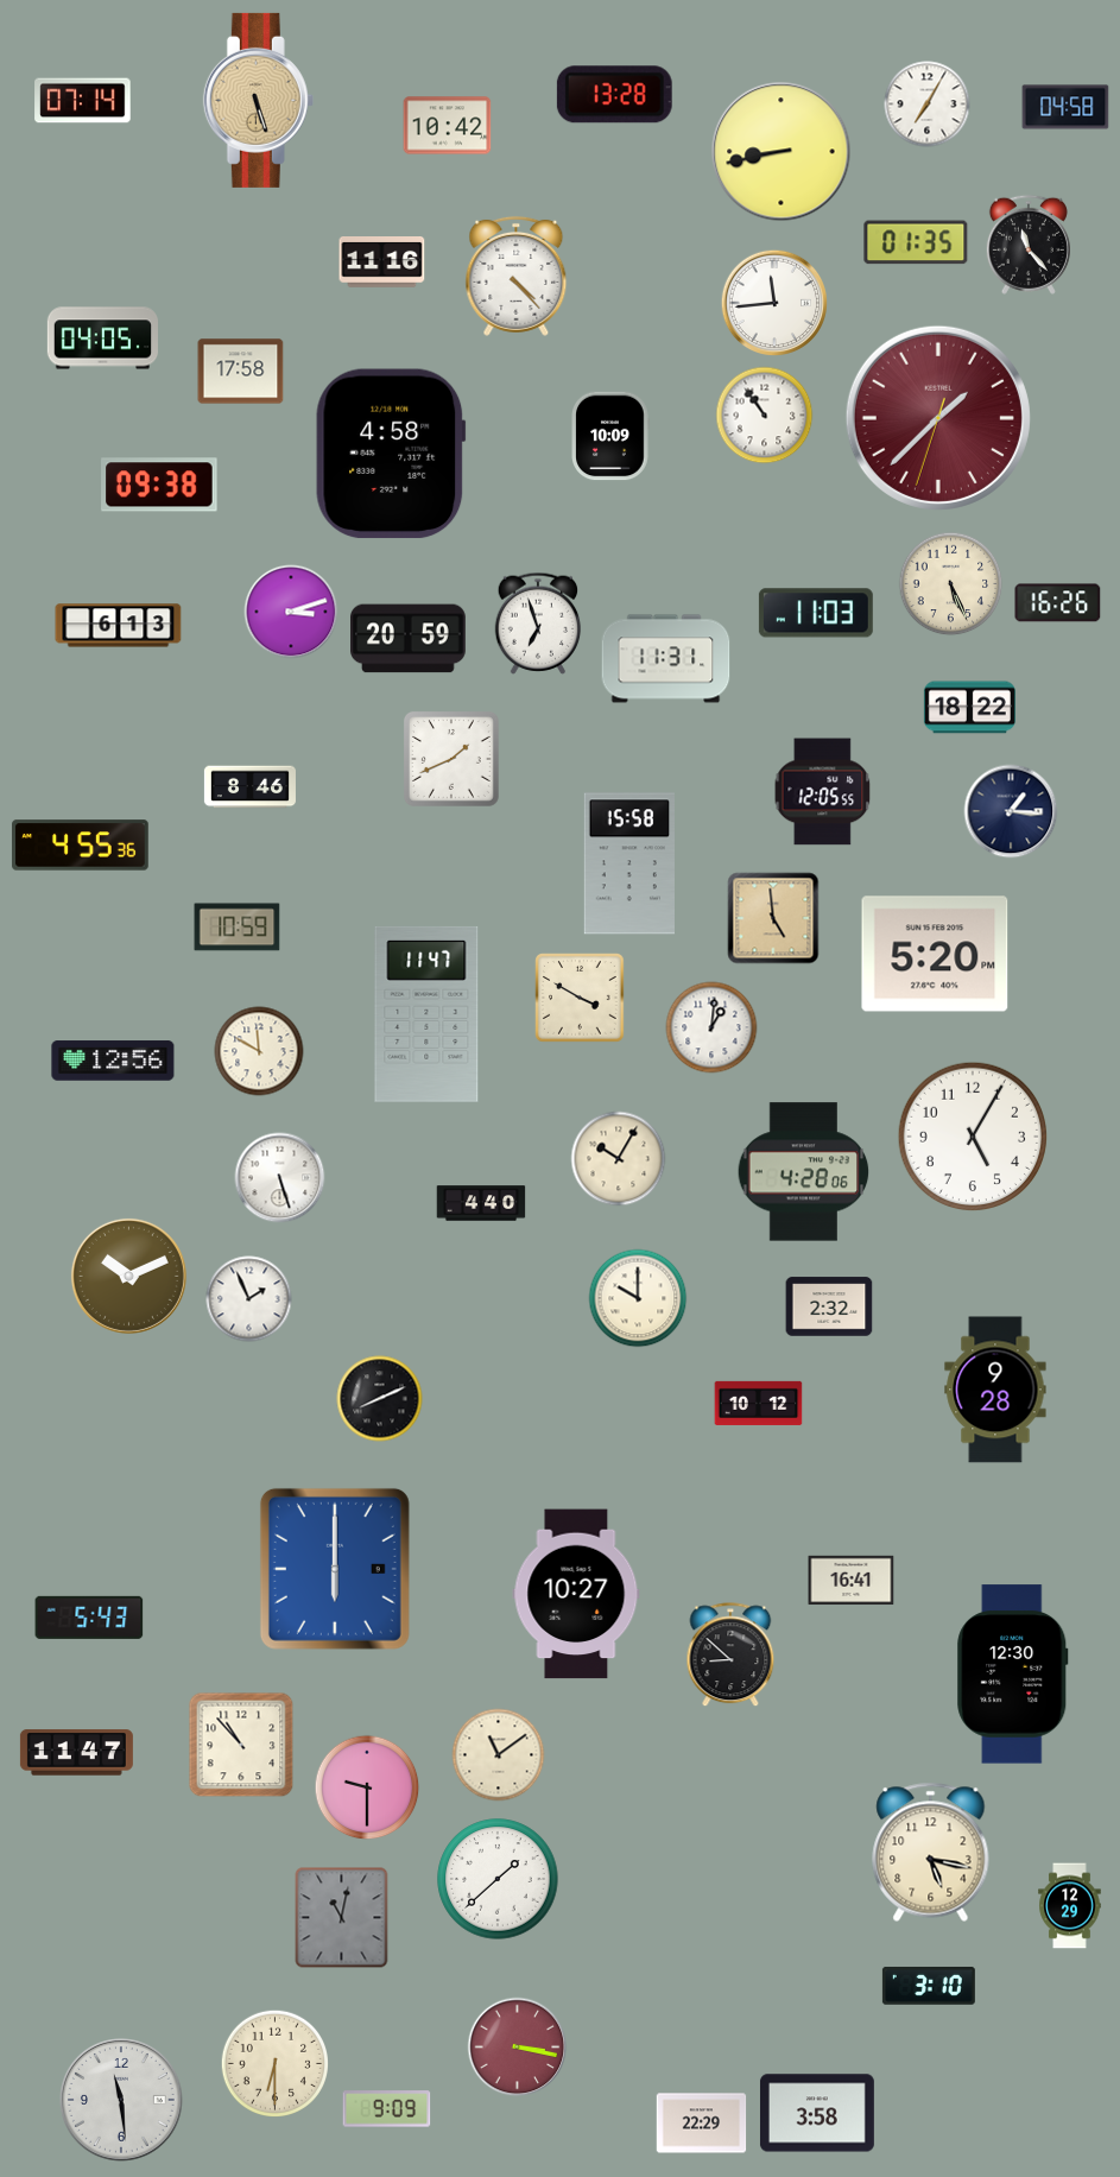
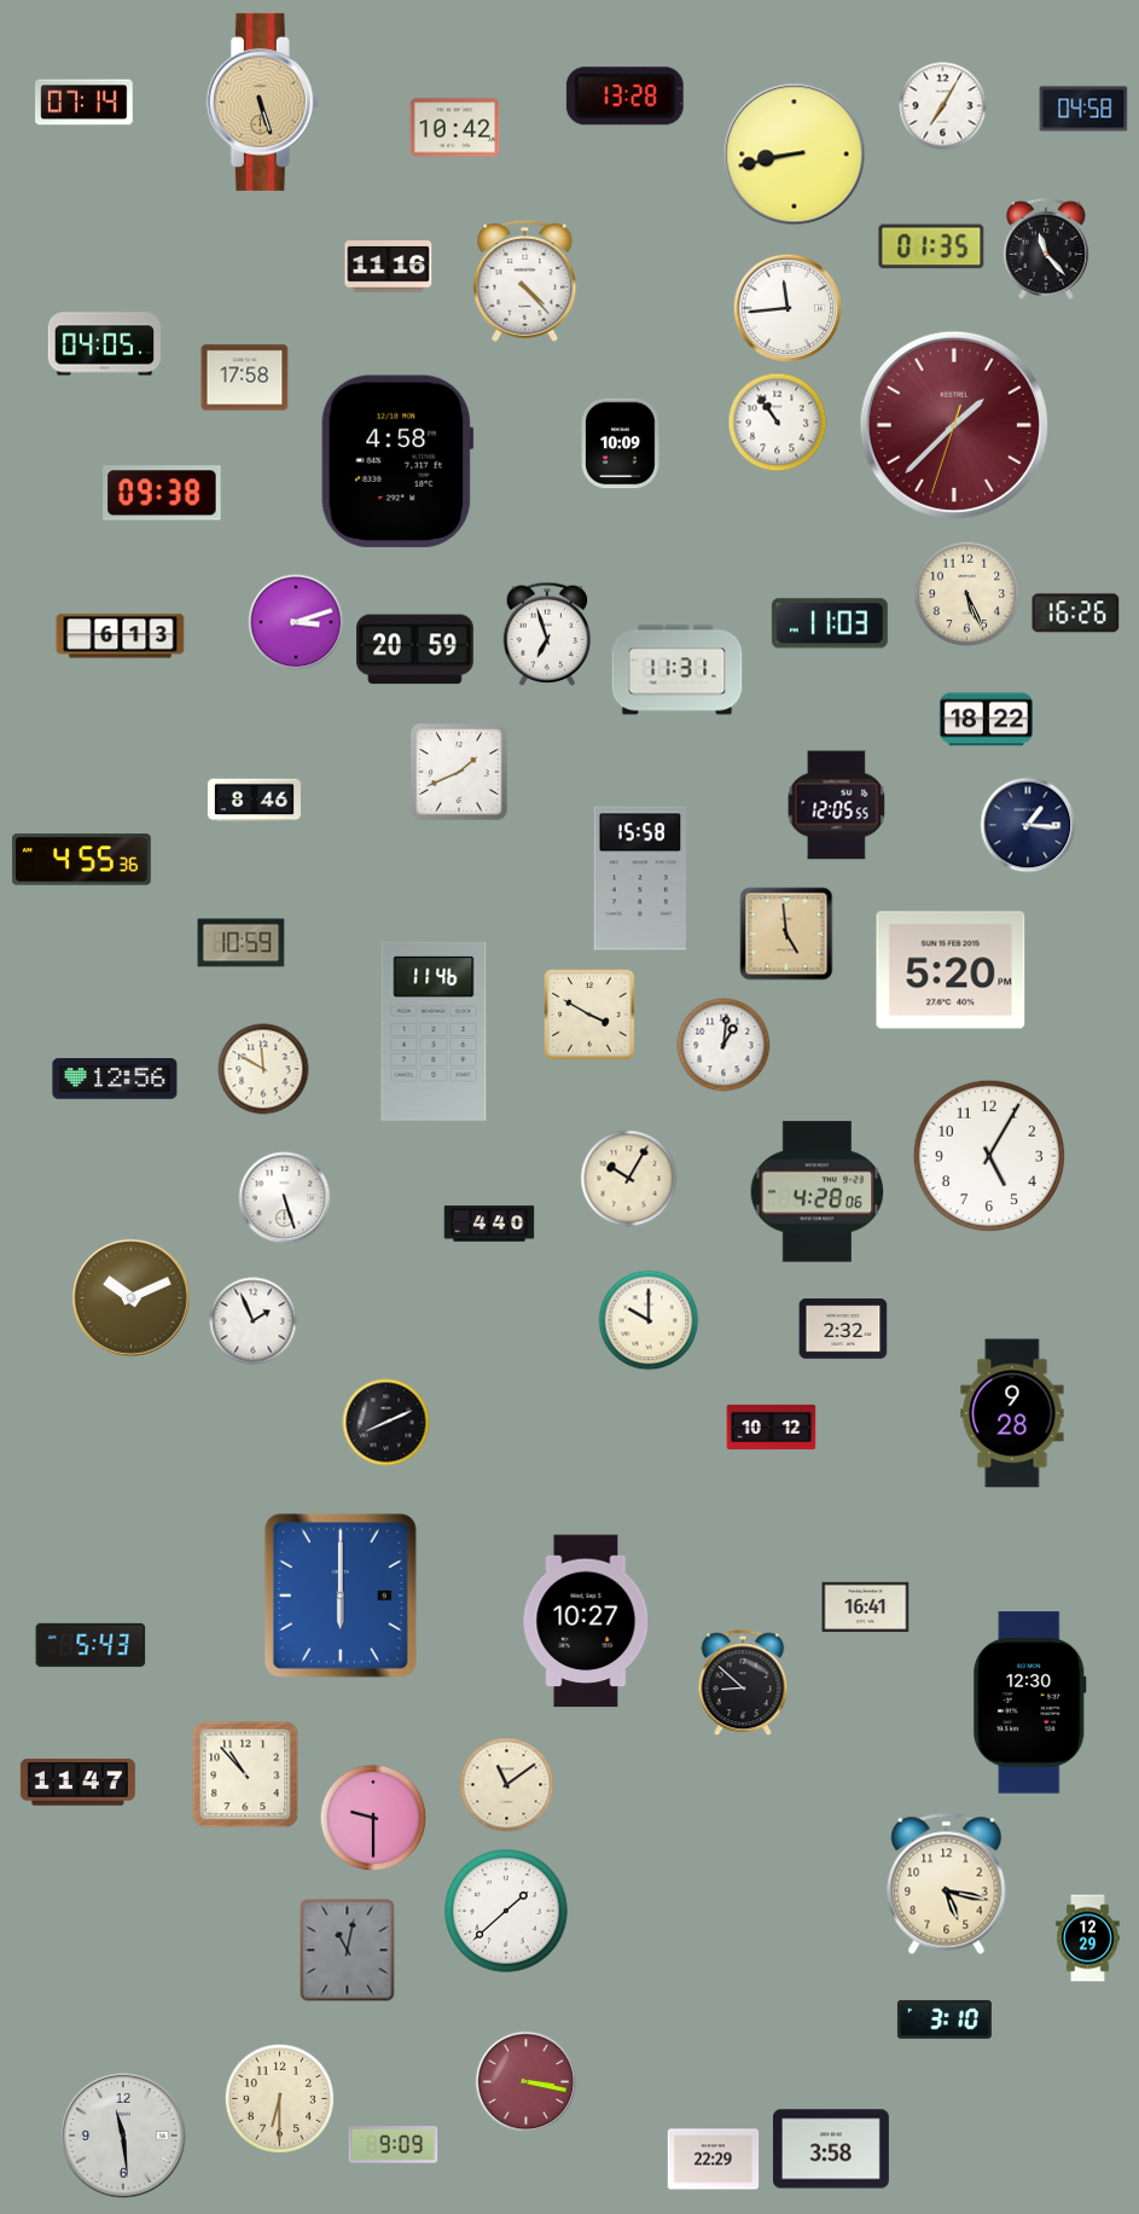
clock at (426, 1014): 11:47 -> 11:46
